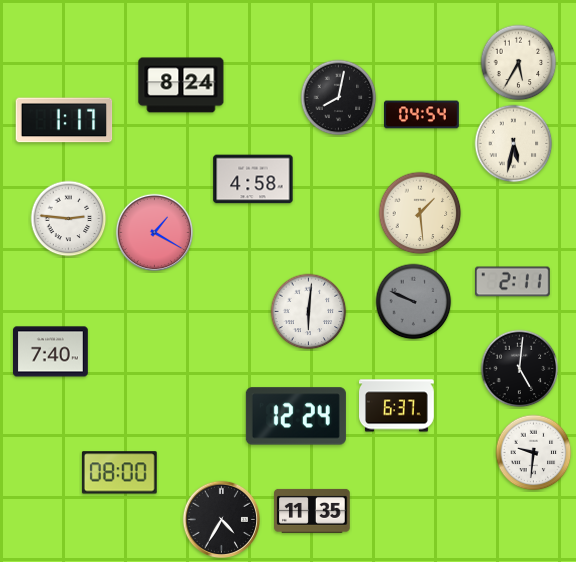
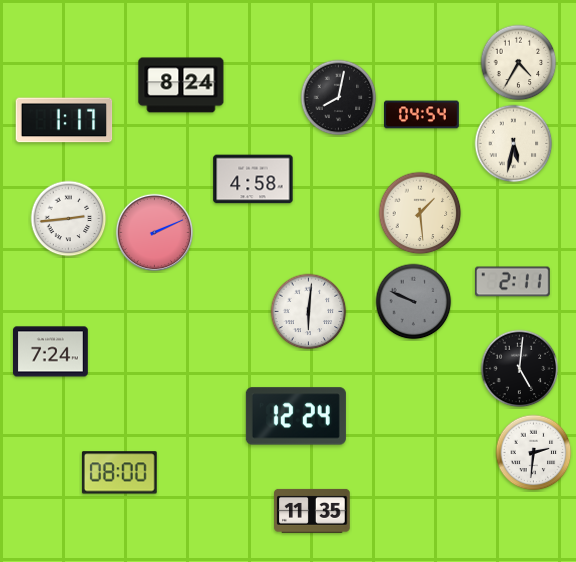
clock at (519, 63): 5:35 -> 4:35
clock at (69, 219): 2:46 -> 2:44
clock at (154, 232): 1:20 -> 2:11
clock at (51, 352): 7:40 -> 7:24
clock at (397, 406): 6:37 -> none
clock at (534, 453): 9:31 -> 2:31
clock at (221, 519): 4:35 -> none
